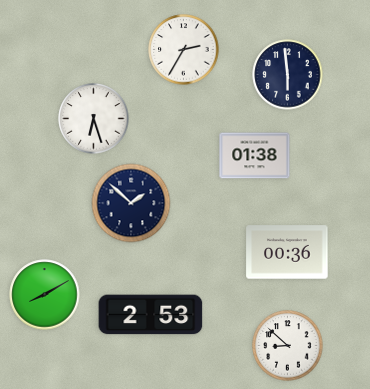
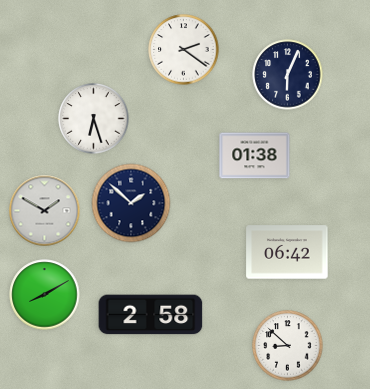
clock at (184, 50): 2:35 -> 2:21
clock at (288, 75): 5:59 -> 6:04
clock at (45, 211): none -> 1:50
clock at (287, 252): 00:36 -> 06:42
clock at (151, 315): 2:53 -> 2:58
